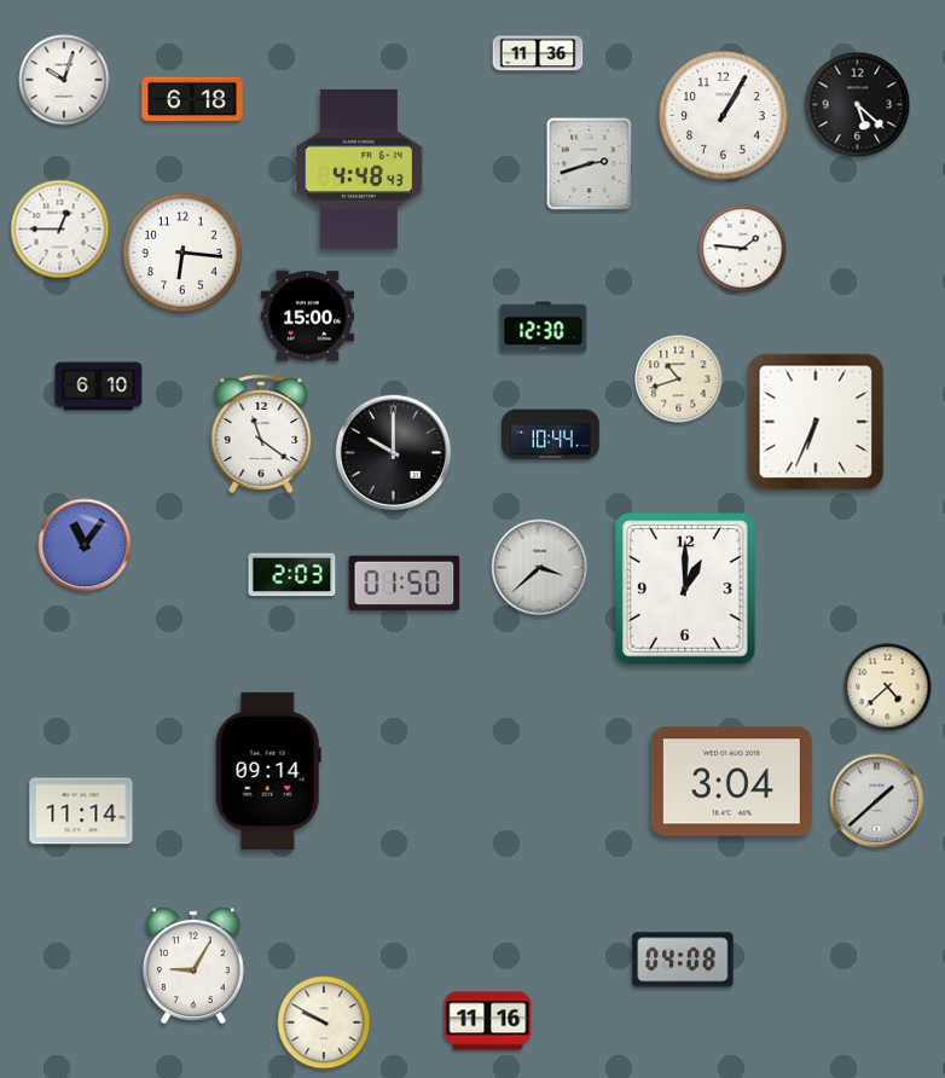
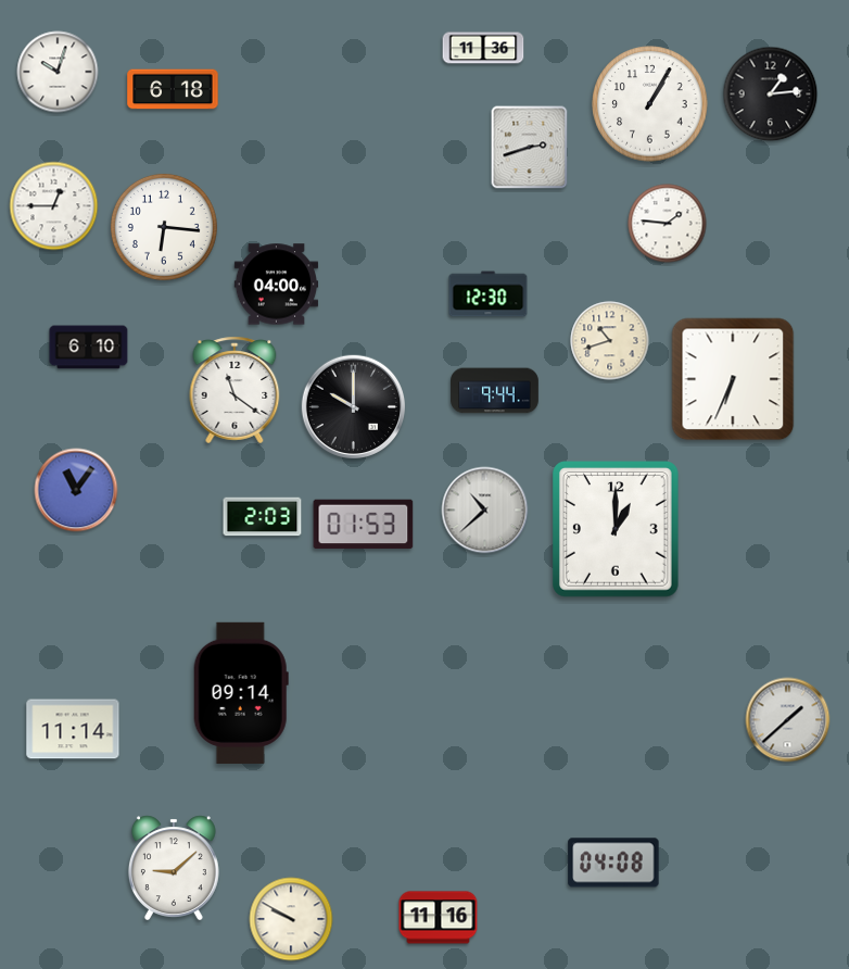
clock at (858, 105): 5:22 -> 1:14
clock at (359, 169): 4:48 -> none
clock at (308, 317): 15:00 -> 04:00
clock at (551, 435): 10:44 -> 9:44
clock at (540, 568): 3:38 -> 10:38
clock at (405, 584): 01:50 -> 01:53
clock at (888, 688): 4:38 -> none
clock at (731, 782): 3:04 -> none
clock at (193, 964): 9:05 -> 9:08
